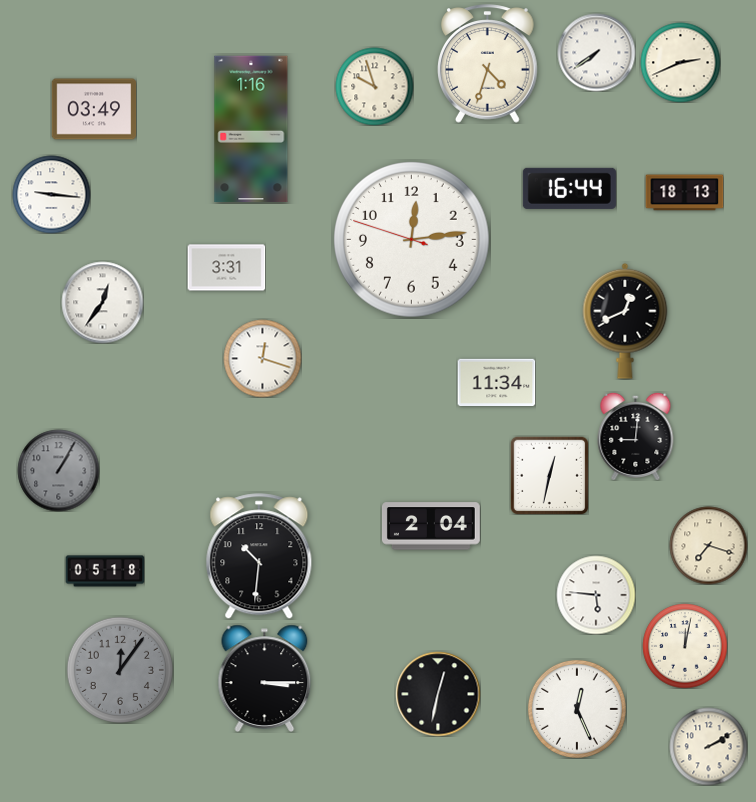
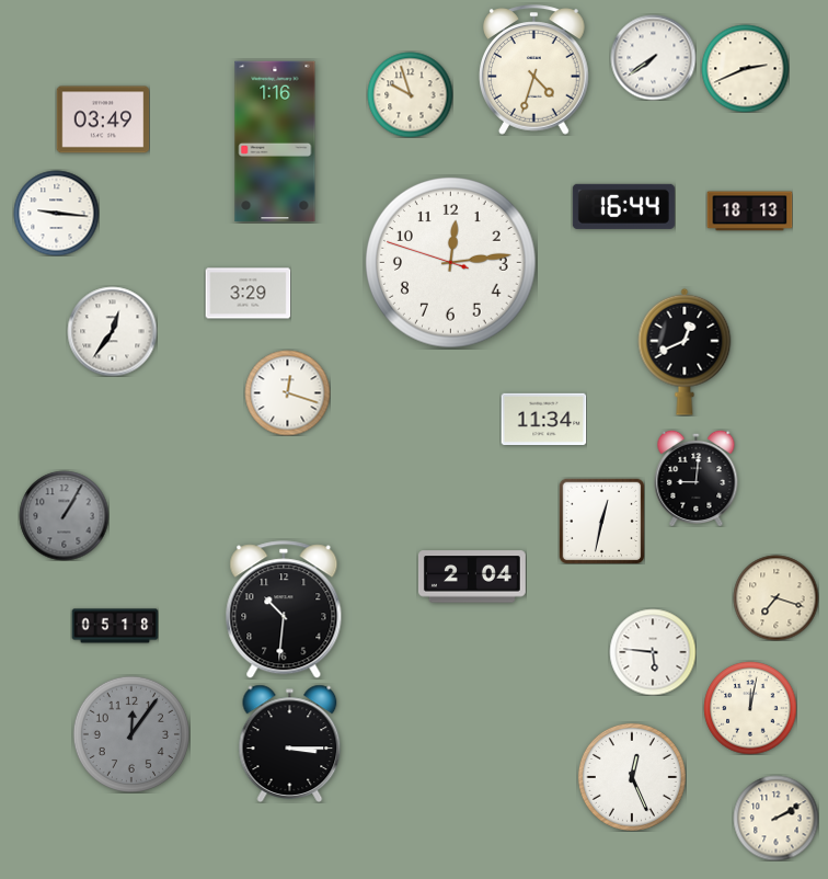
clock at (226, 268): 3:31 -> 3:29
clock at (438, 694): 12:32 -> none
